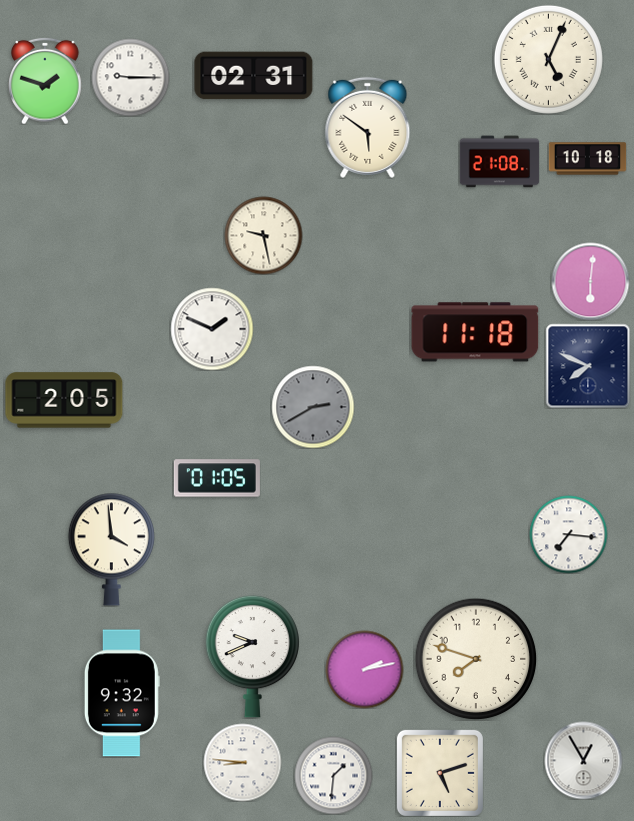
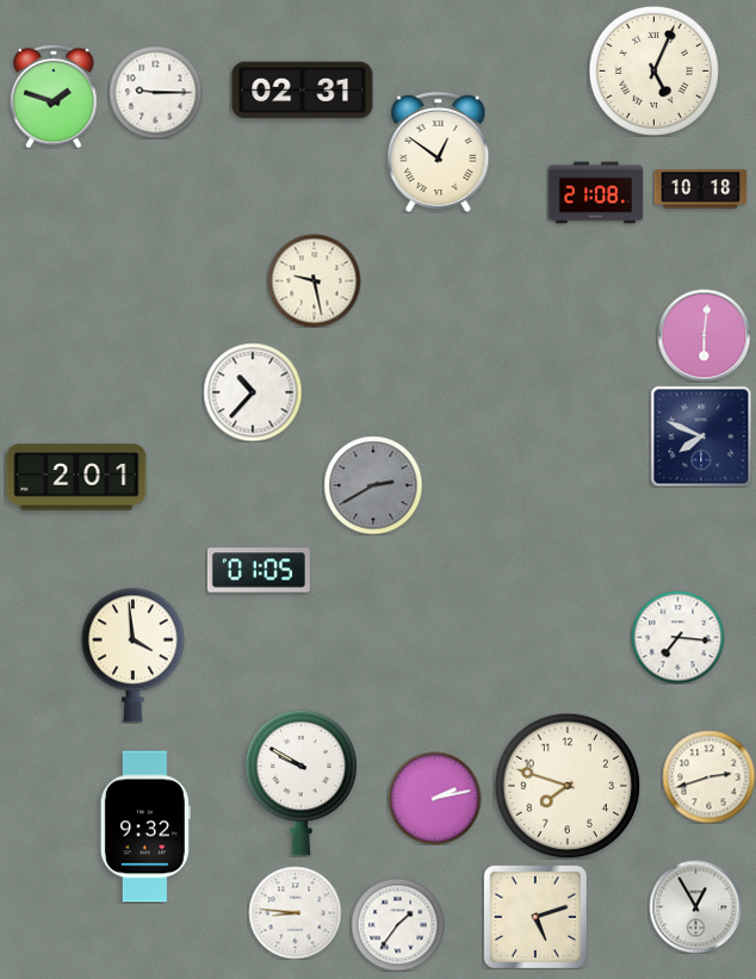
clock at (368, 127): 5:51 -> 12:51
clock at (212, 329): 1:49 -> 10:37
clock at (475, 332): 11:18 -> none
clock at (64, 400): 2:05 -> 2:01
clock at (708, 776): none -> 2:42
clock at (253, 656): 9:41 -> 9:50
clock at (242, 762) position: (242, 762) -> (295, 912)
clock at (440, 773) position: (440, 773) -> (535, 917)
clock at (333, 775): 1:31 -> 1:36
